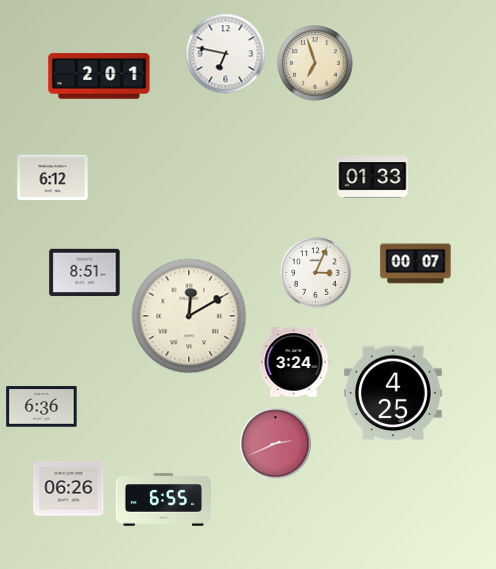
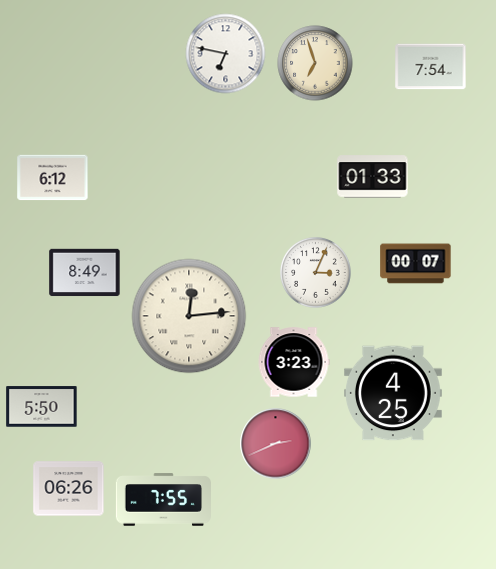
clock at (431, 67): none -> 7:54
clock at (99, 76): 2:01 -> none
clock at (85, 273): 8:51 -> 8:49
clock at (189, 316): 12:10 -> 12:14
clock at (294, 362): 3:24 -> 3:23
clock at (42, 407): 6:36 -> 5:50
clock at (163, 500): 6:55 -> 7:55
